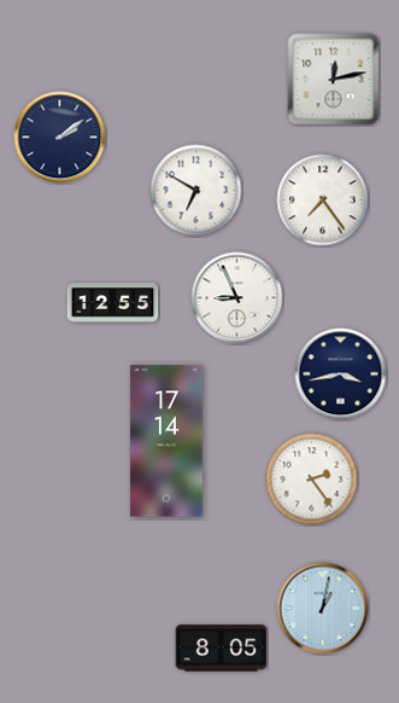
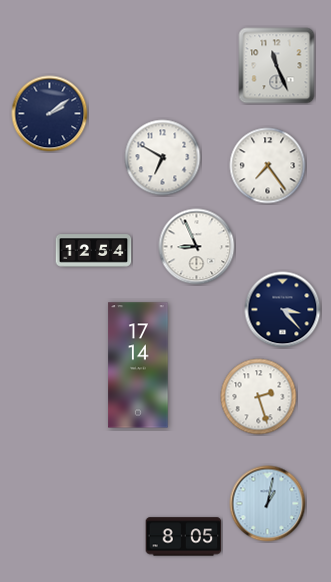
clock at (334, 80): 12:13 -> 11:26
clock at (113, 303): 12:55 -> 12:54
clock at (341, 374): 3:43 -> 3:23
clock at (312, 480): 2:24 -> 2:27
